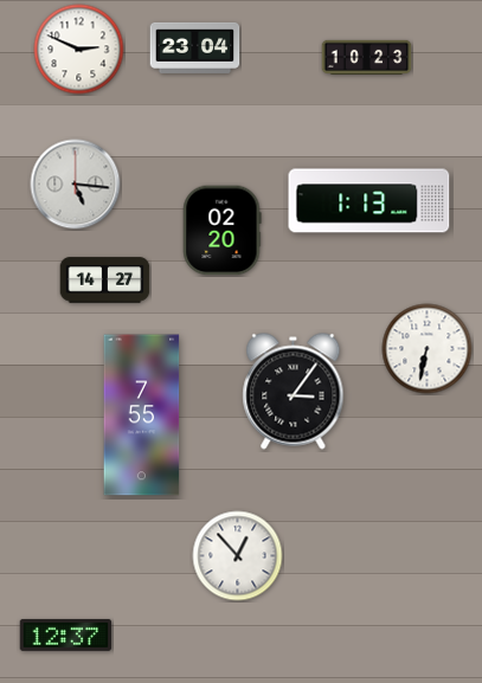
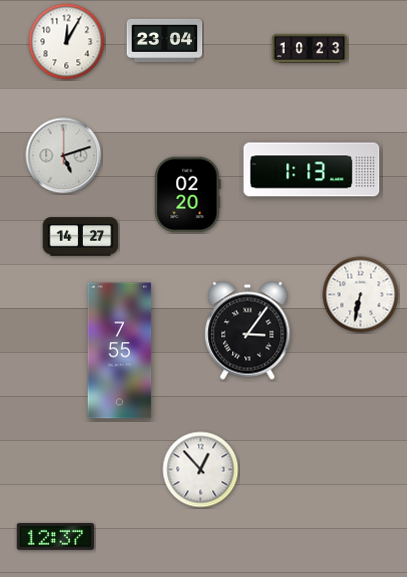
clock at (79, 50): 2:49 -> 12:05
clock at (76, 185): 5:16 -> 5:12
clock at (105, 281) position: (105, 281) -> (81, 237)
